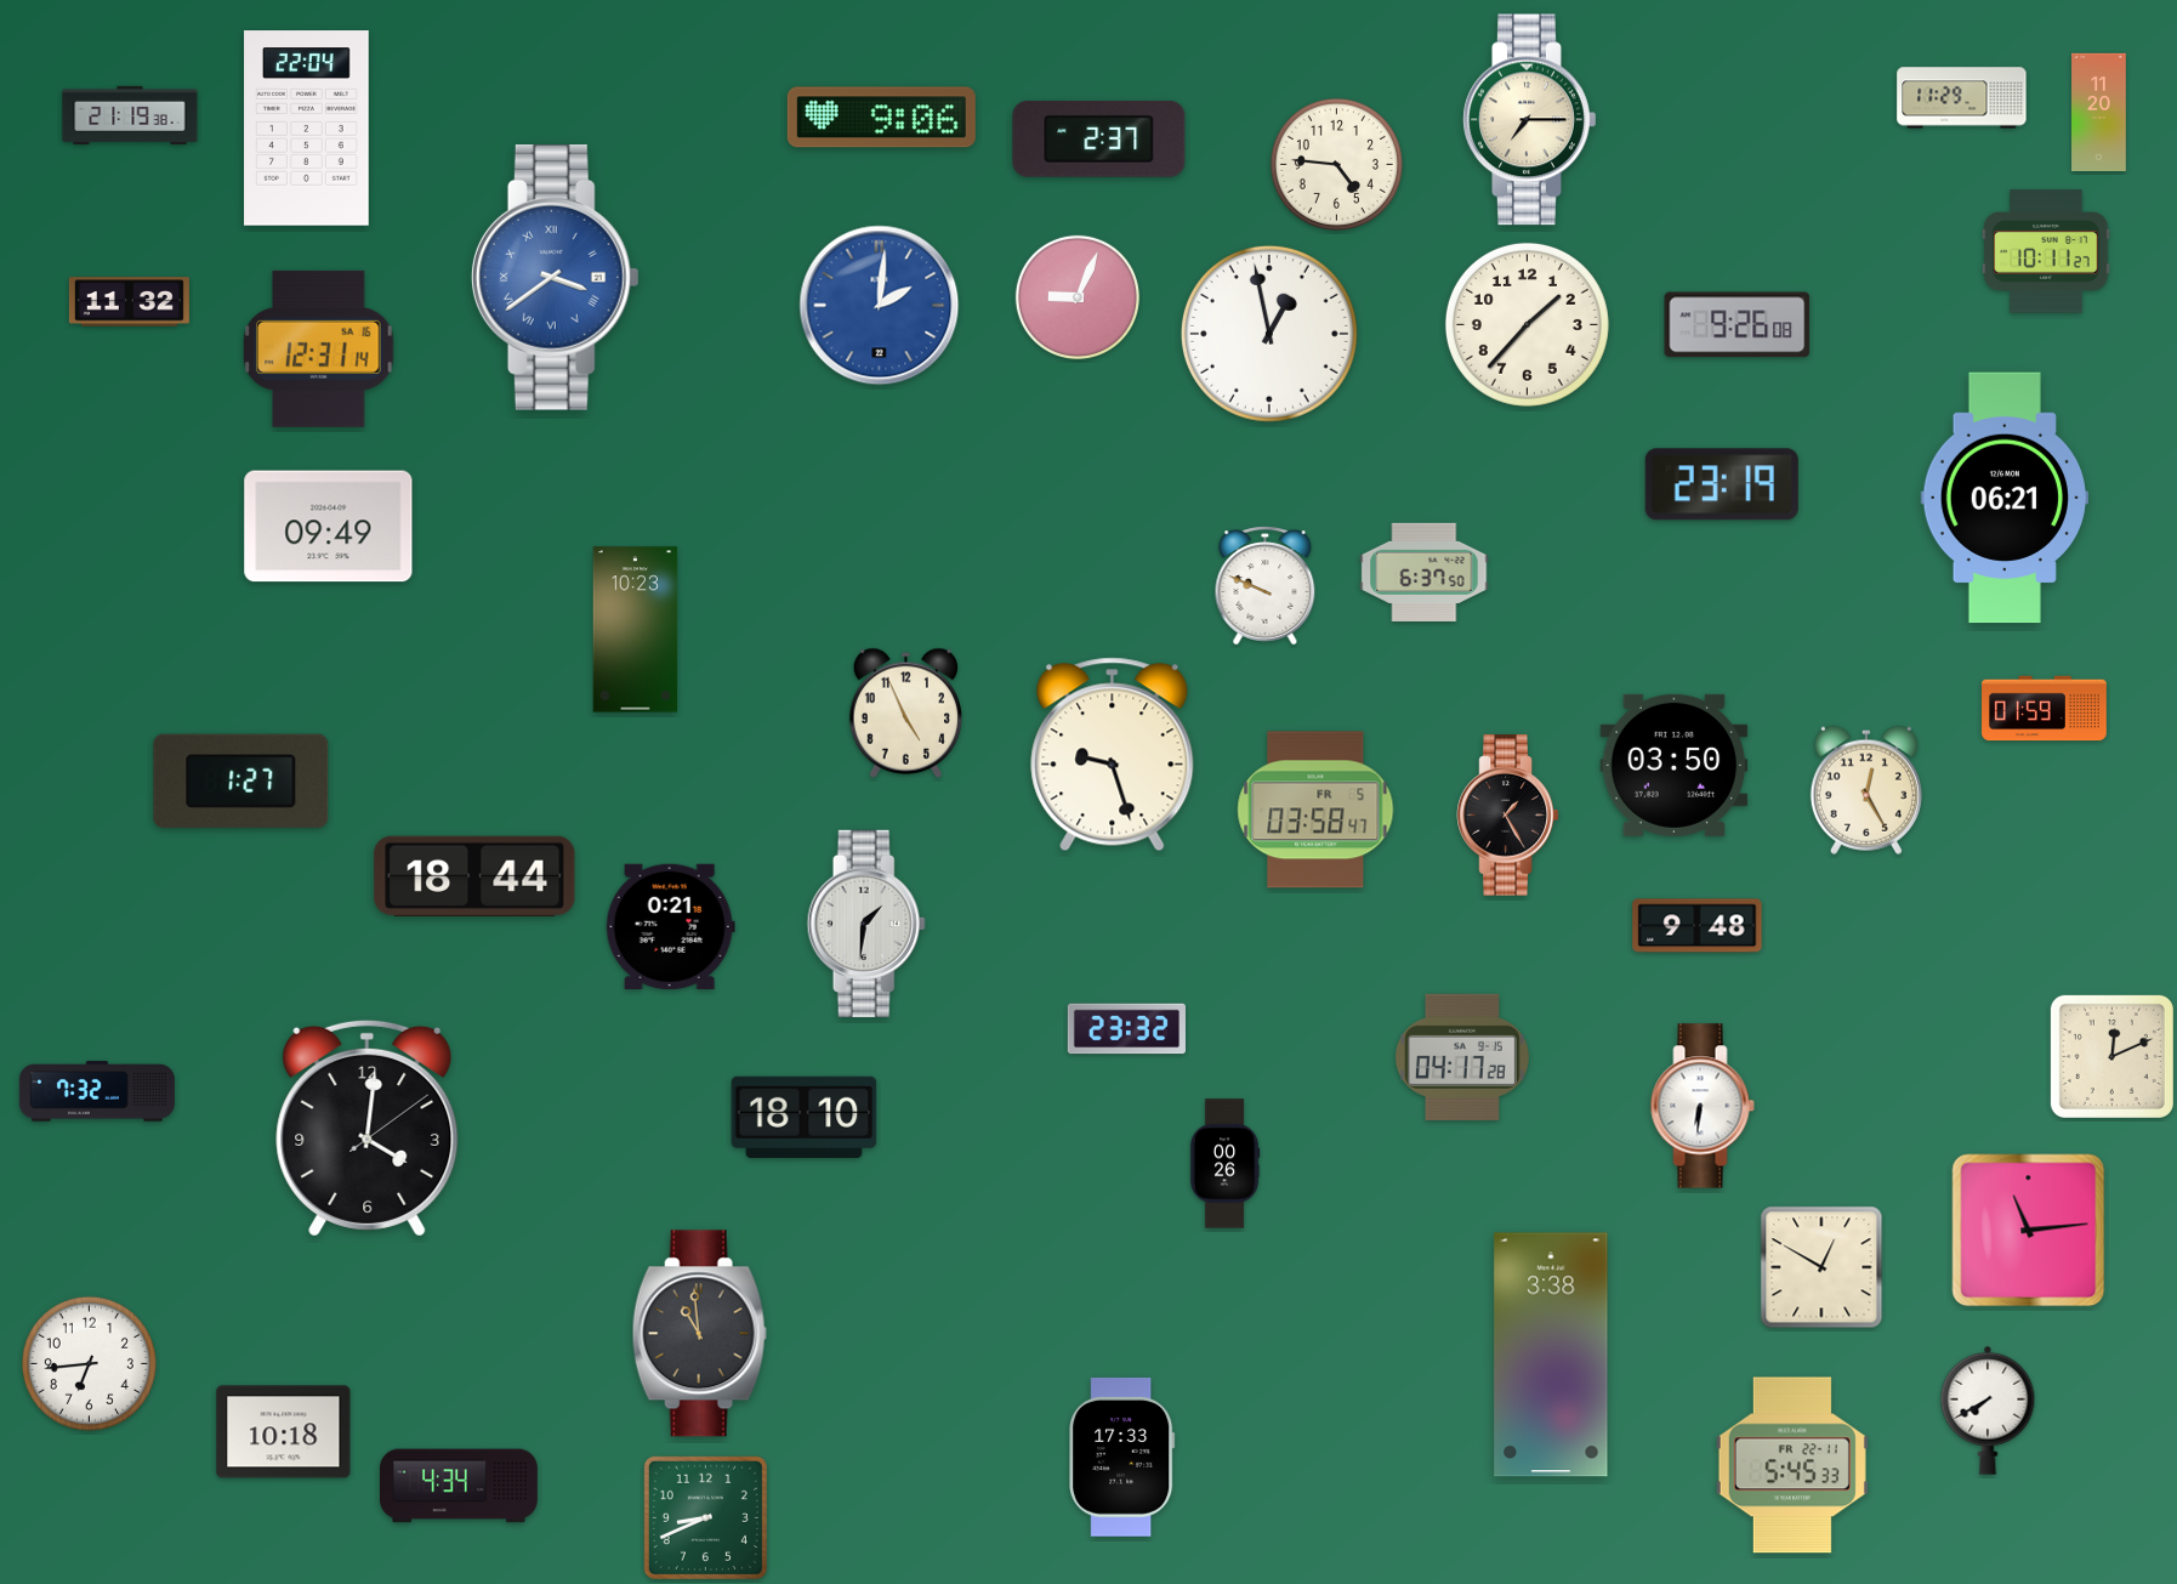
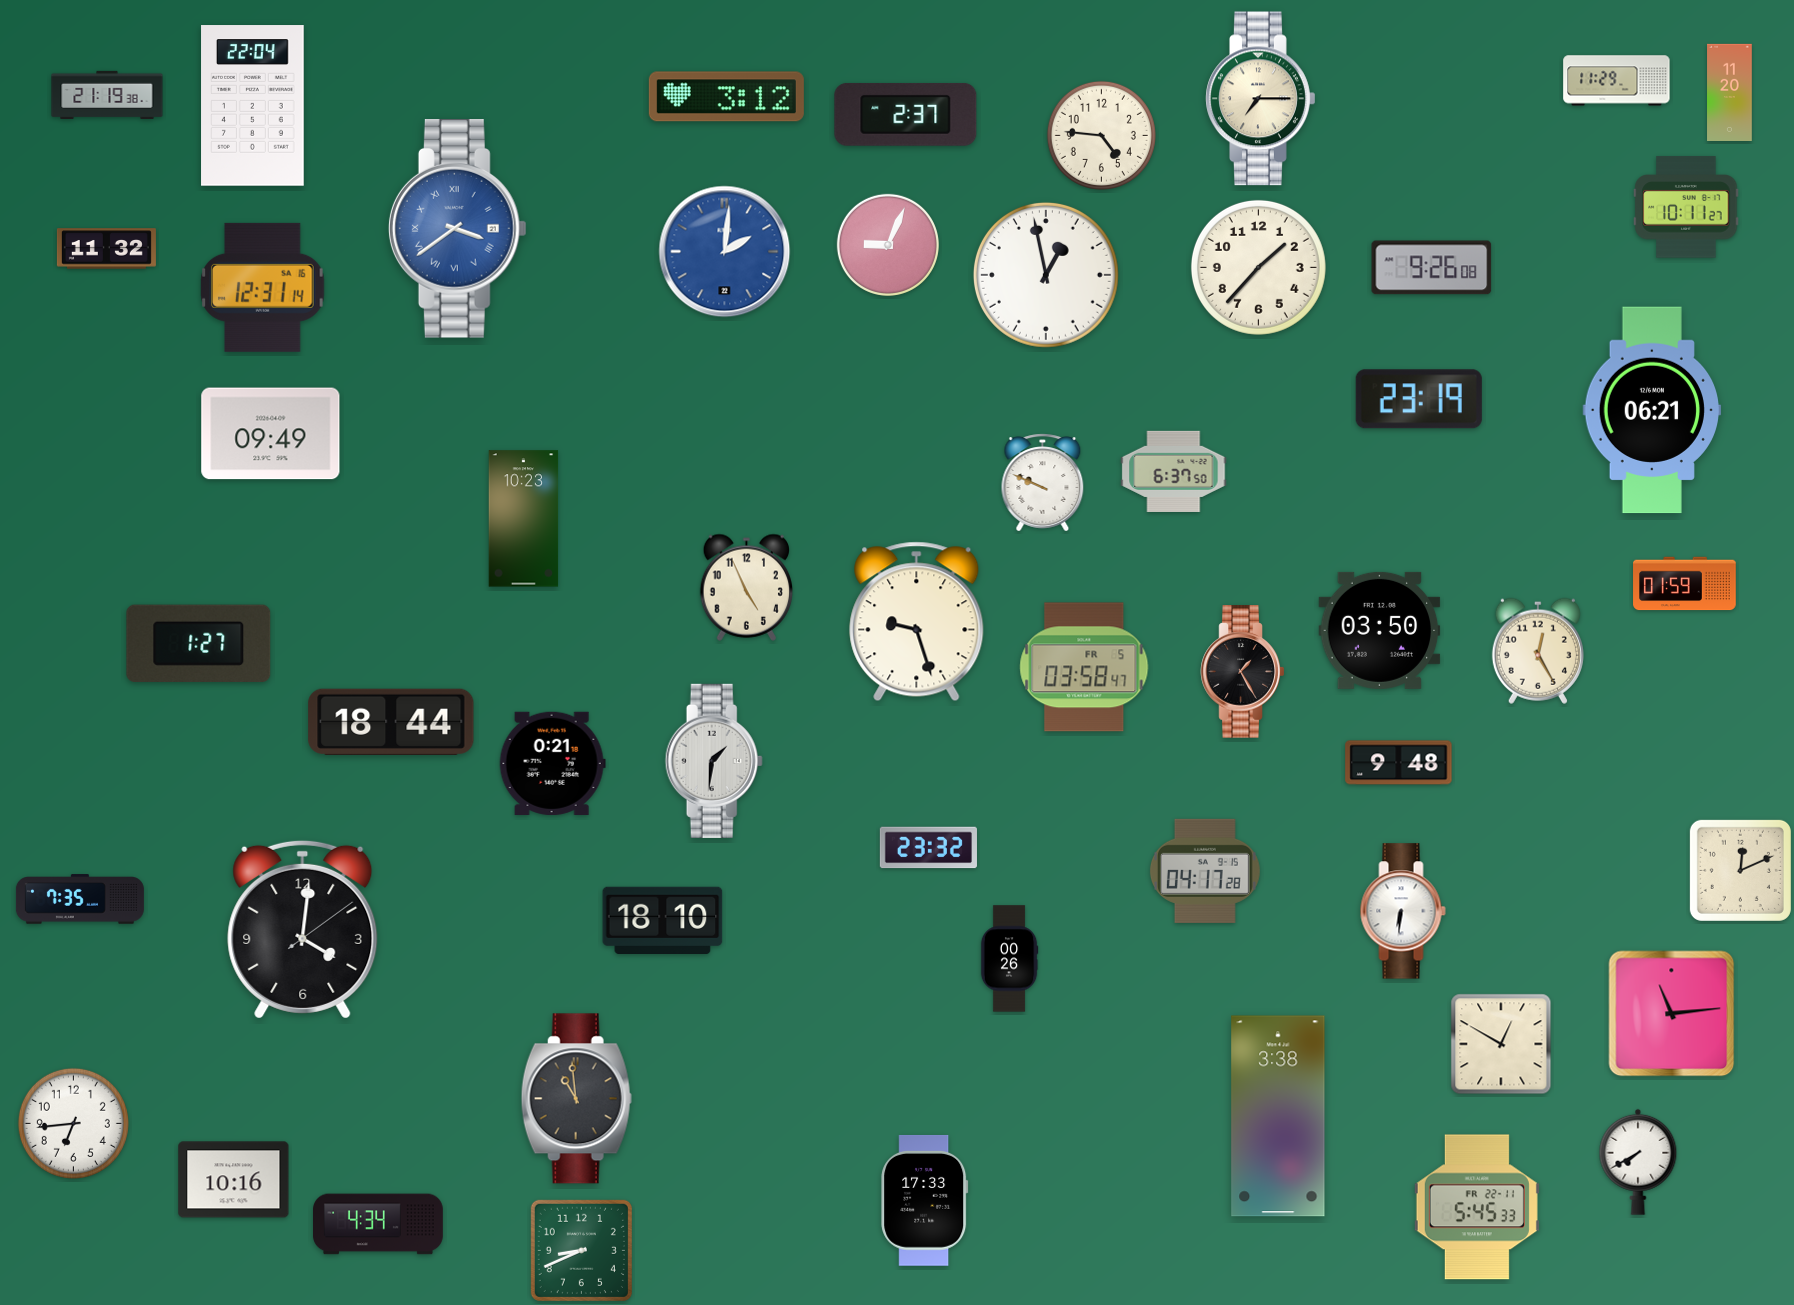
clock at (881, 118): 9:06 -> 3:12
clock at (97, 1091): 7:32 -> 7:35
clock at (284, 1432): 10:18 -> 10:16
